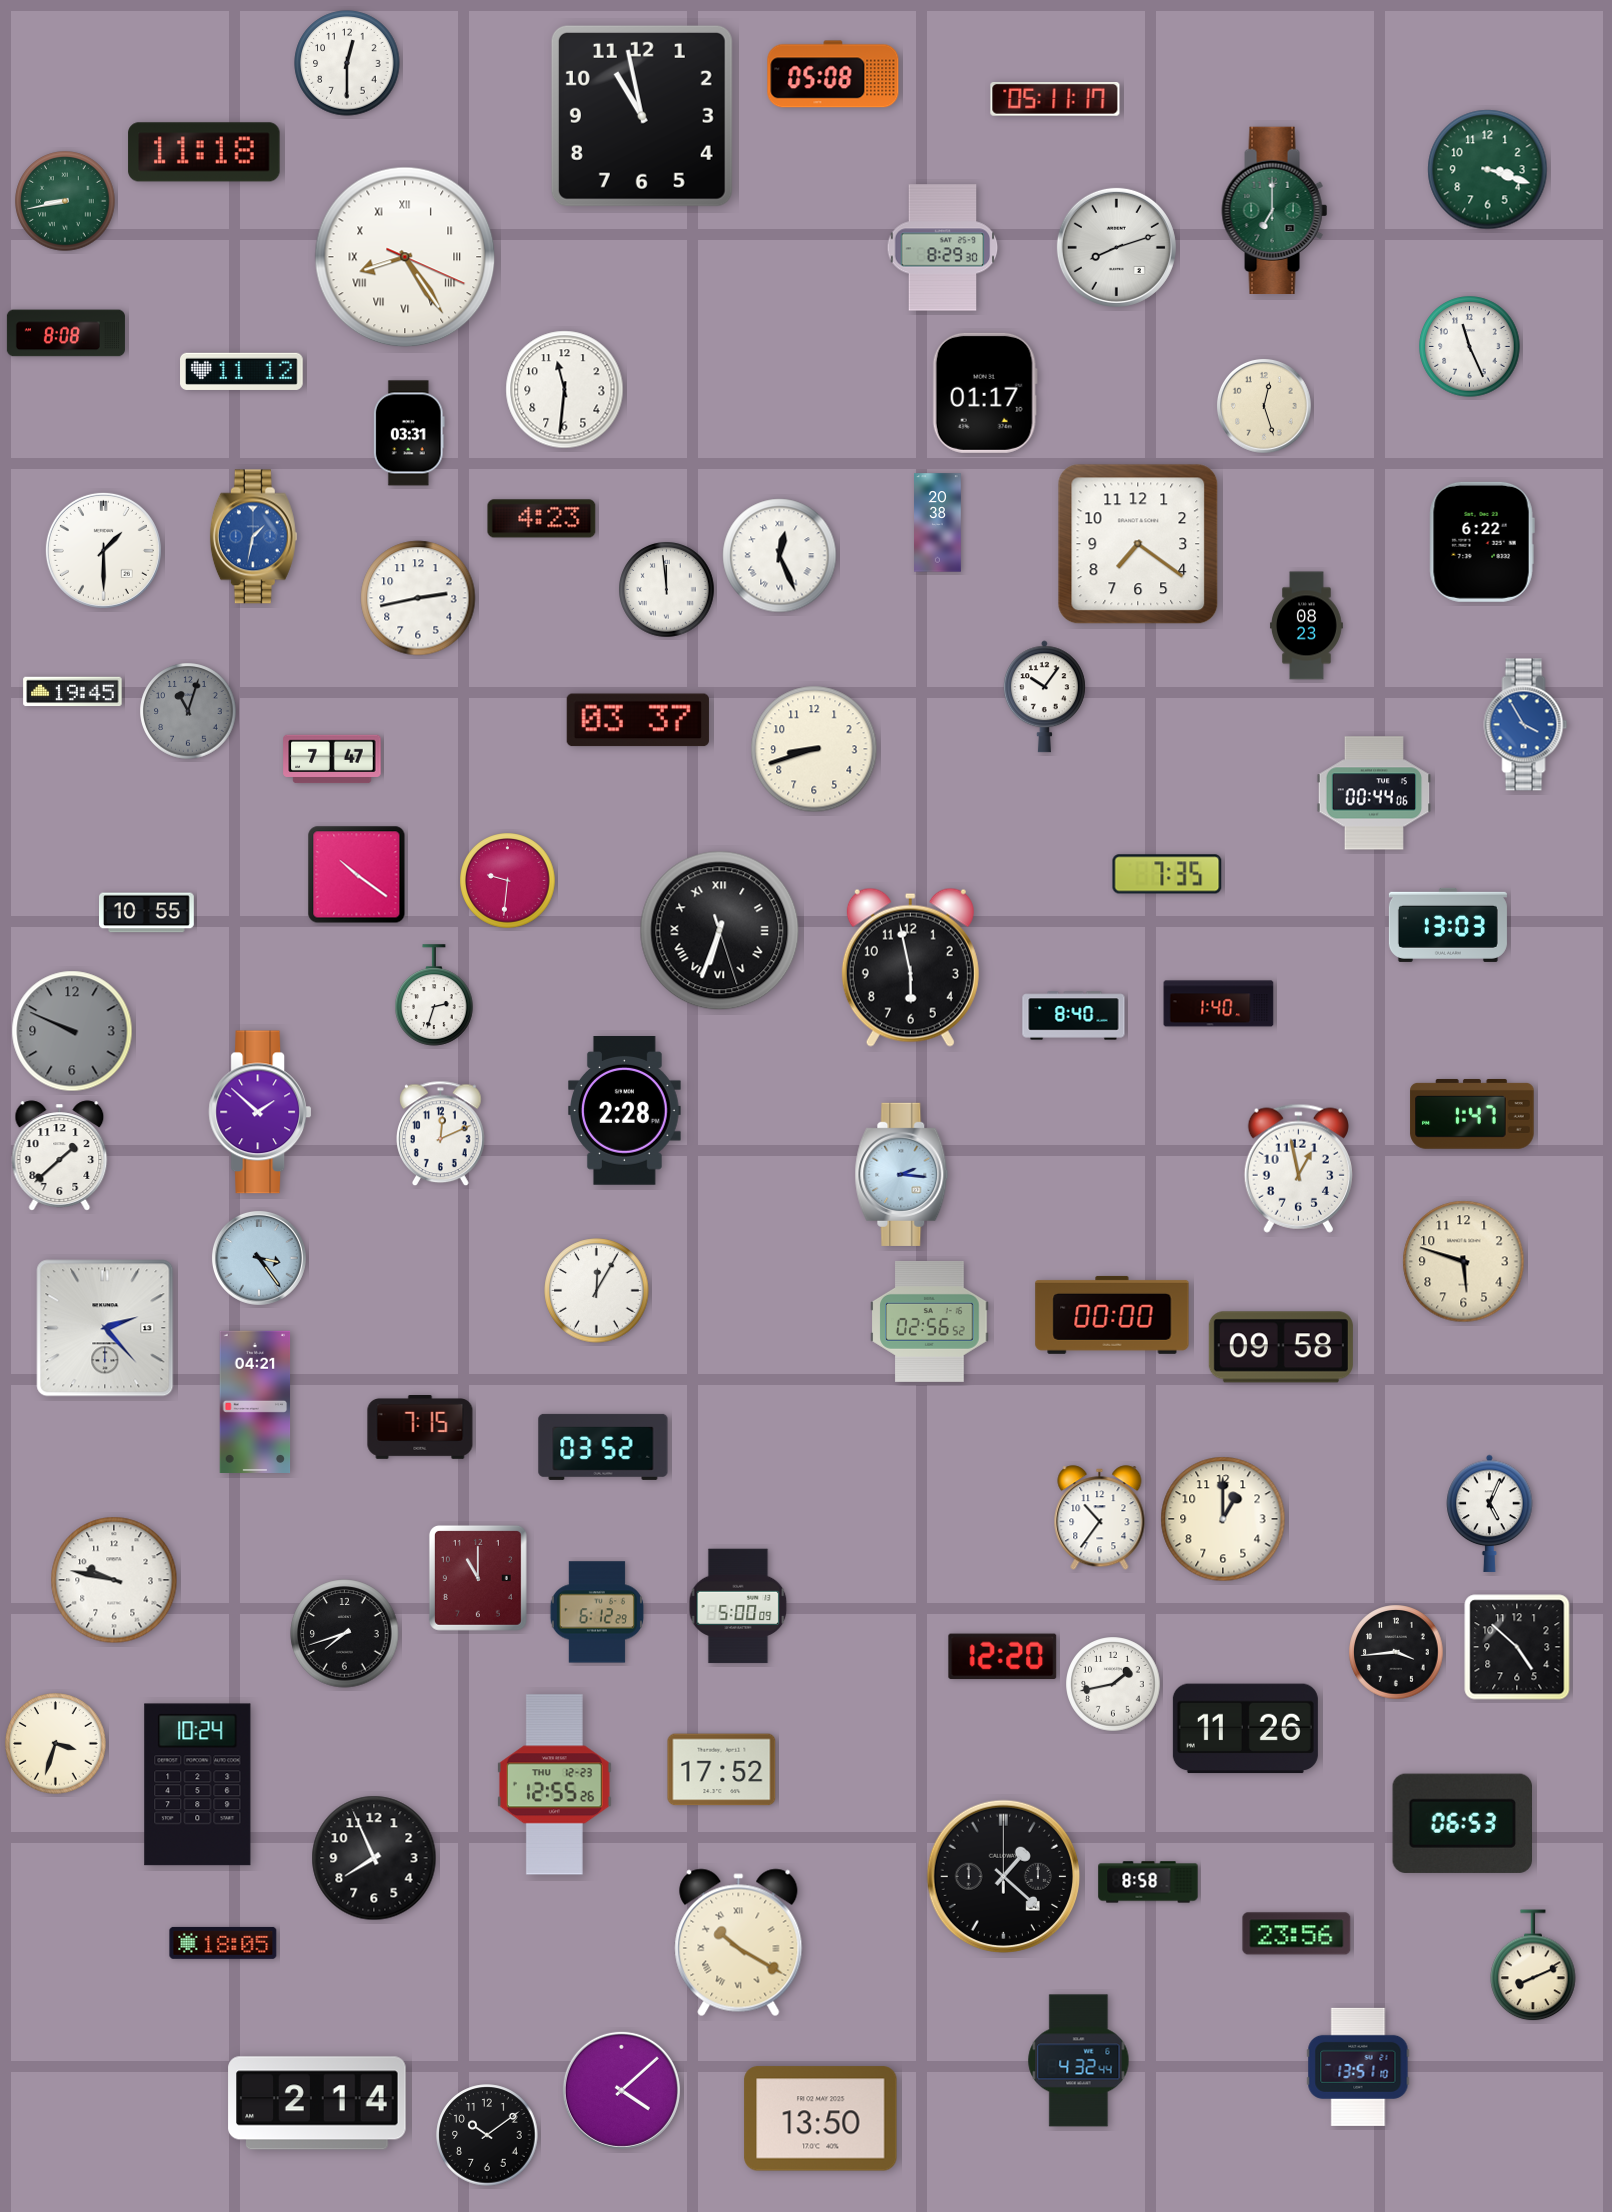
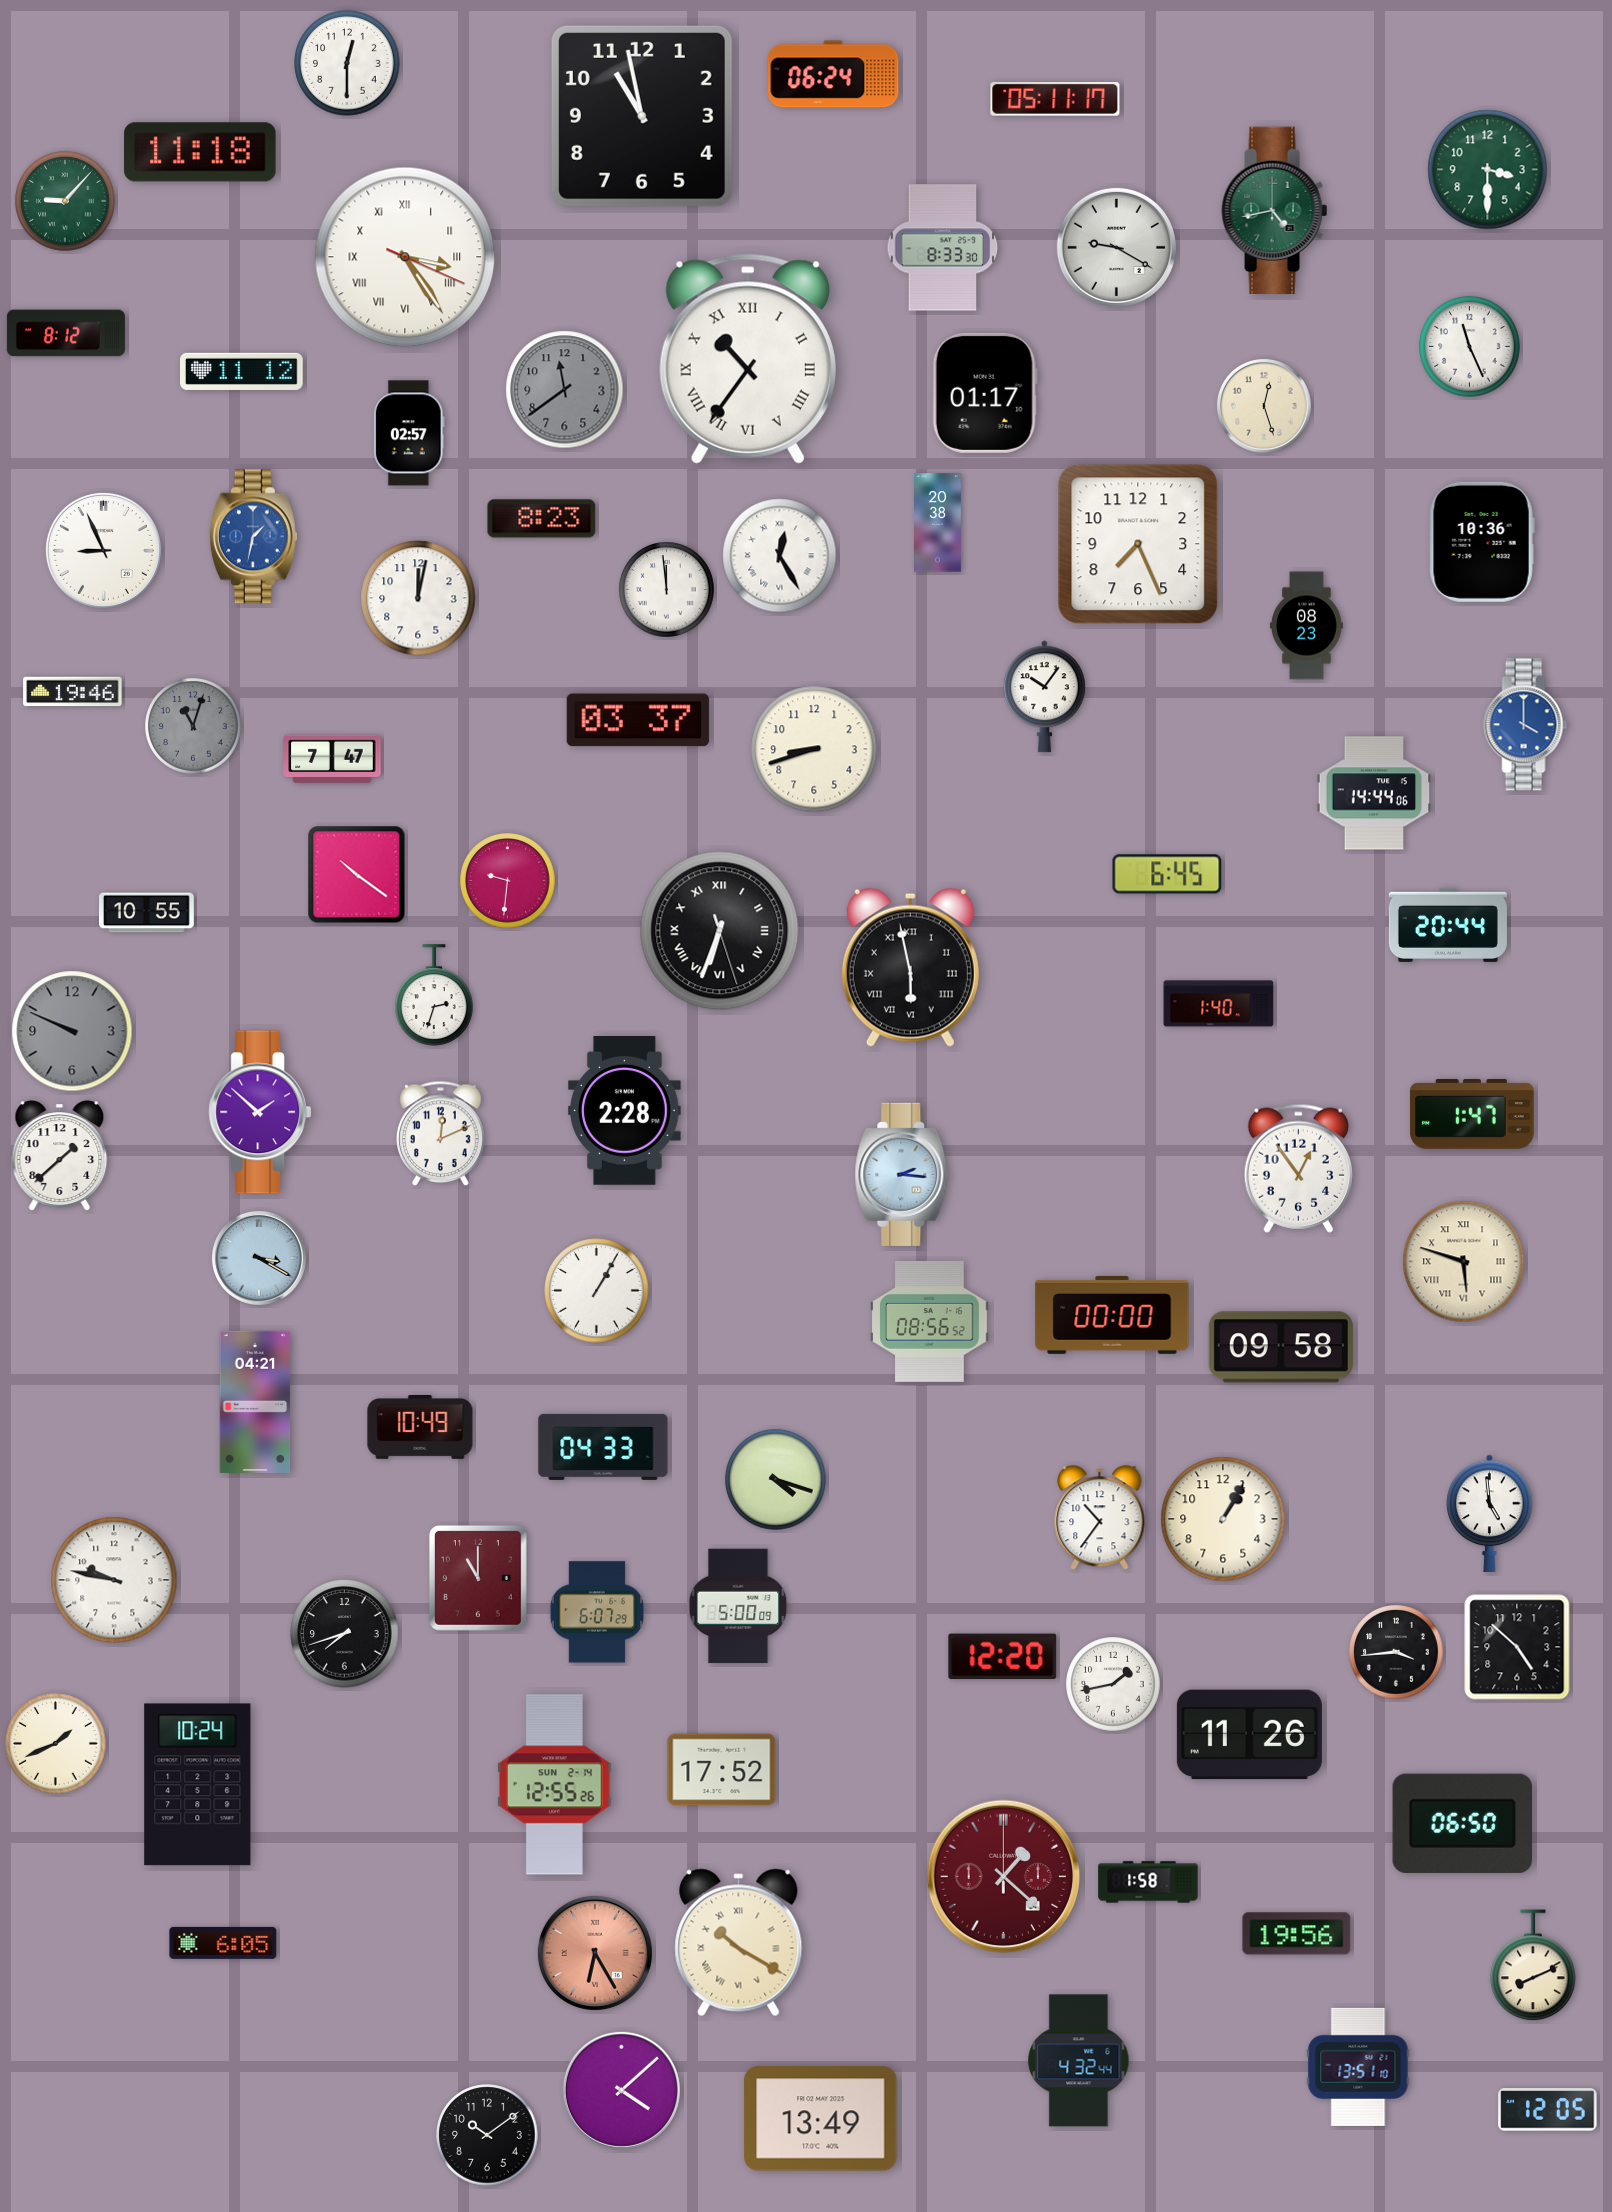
clock at (833, 74): 05:08 -> 06:24
clock at (204, 152) position: (204, 152) -> (200, 152)
clock at (1488, 170): 3:18 -> 3:30
clock at (65, 201): 8:43 -> 9:07
clock at (1275, 210): 7:00 -> 4:43
clock at (1116, 247): 8:12 -> 9:20
clock at (943, 248): 8:29 -> 8:33
clock at (405, 257): 8:24 -> 3:24
clock at (66, 333): 8:08 -> 8:12
clock at (748, 359): none -> 10:36
clock at (565, 390): 11:31 -> 11:39
clock at (565, 390) dial: white -> grey
clock at (409, 433): 03:31 -> 02:57
clock at (542, 519): 4:23 -> 8:23
clock at (1482, 542): 6:22 -> 10:36
clock at (1138, 544): 7:21 -> 7:26
clock at (103, 550): 1:30 -> 8:56
clock at (780, 556): 12:26 -> 12:25
clock at (418, 598): 2:43 -> 12:02
clock at (73, 692): 19:45 -> 19:46
clock at (188, 711) position: (188, 711) -> (193, 726)
clock at (1526, 725): 3:55 -> 4:00
clock at (1374, 793): 00:44 -> 14:44
clock at (1167, 874): 7:35 -> 6:45
clock at (1448, 925): 13:03 -> 20:44
clock at (910, 967) numerals: Arabic -> Roman
clock at (1074, 1016): 8:40 -> none
clock at (1298, 1168): 12:58 -> 12:54
clock at (259, 1258): 3:24 -> 3:20
clock at (1464, 1262) numerals: Arabic -> Roman
clock at (597, 1291): 12:05 -> 1:05
clock at (930, 1321): 02:56 -> 08:56
clock at (105, 1328): 2:23 -> none
clock at (420, 1428): 7:15 -> 10:49
clock at (603, 1447): 03:52 -> 04:33
clock at (776, 1480): none -> 4:18
clock at (1490, 1513): 5:04 -> 4:59
clock at (1223, 1519): 1:00 -> 1:05
clock at (597, 1612): 6:12 -> 6:07
clock at (1245, 1729) position: (1245, 1729) -> (1249, 1735)
clock at (56, 1744): 3:33 -> 1:41
clock at (554, 1785) date: THU 12-23 -> SUN 2-14
clock at (1462, 1823): 06:53 -> 06:50
clock at (374, 1858): 7:56 -> none
clock at (1003, 1876) dial: black -> burgundy
clock at (1148, 1882): 8:58 -> 1:58
clock at (1297, 1934): 23:56 -> 19:56
clock at (223, 1943): 18:05 -> 6:05
clock at (595, 1953): none -> 6:25
clock at (317, 2103): 2:14 -> none
clock at (1548, 2110): none -> 12:05
clock at (821, 2119): 13:50 -> 13:49
